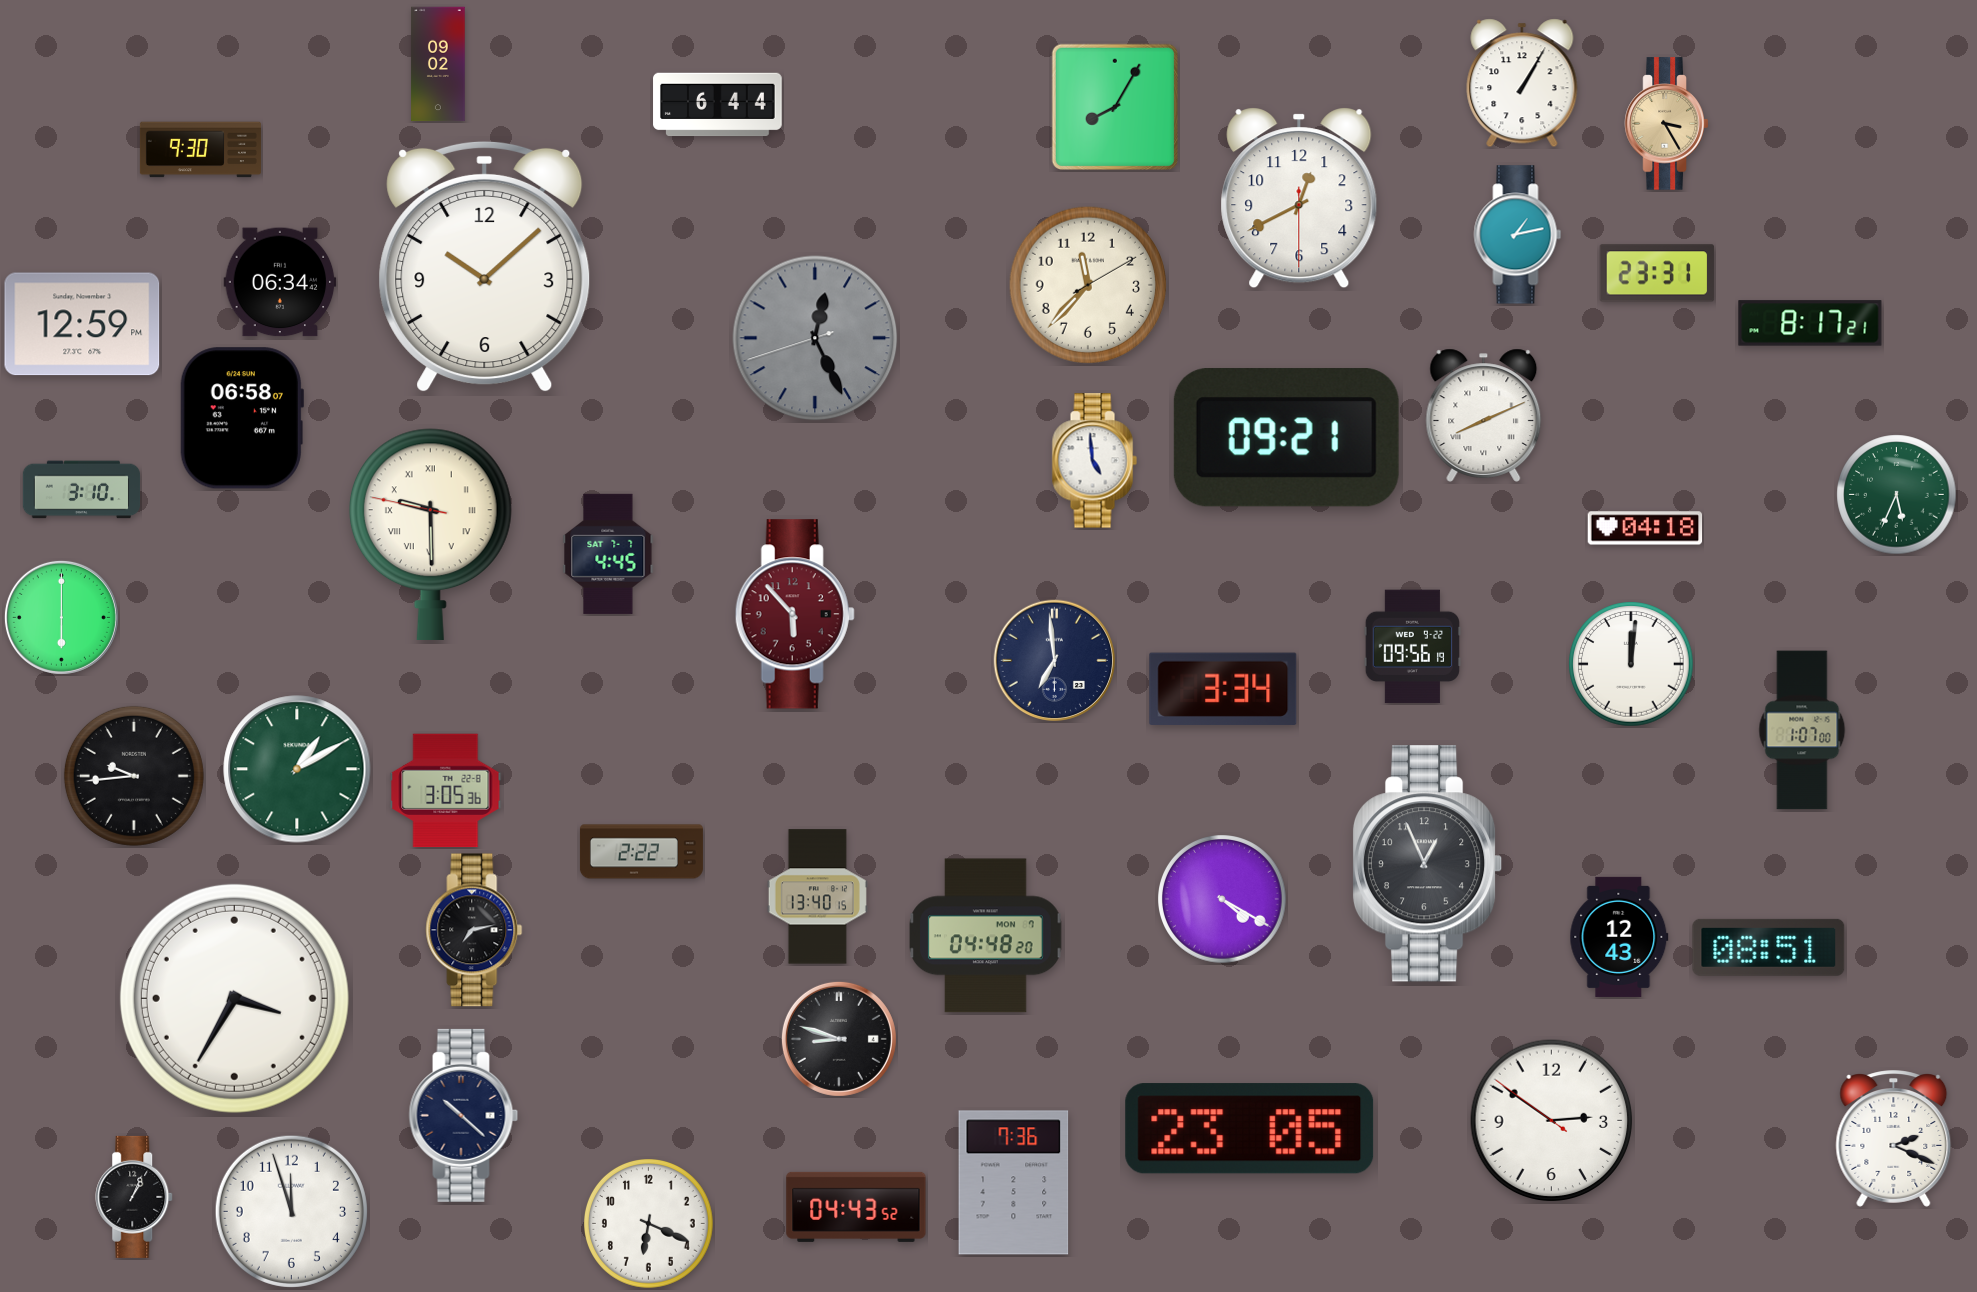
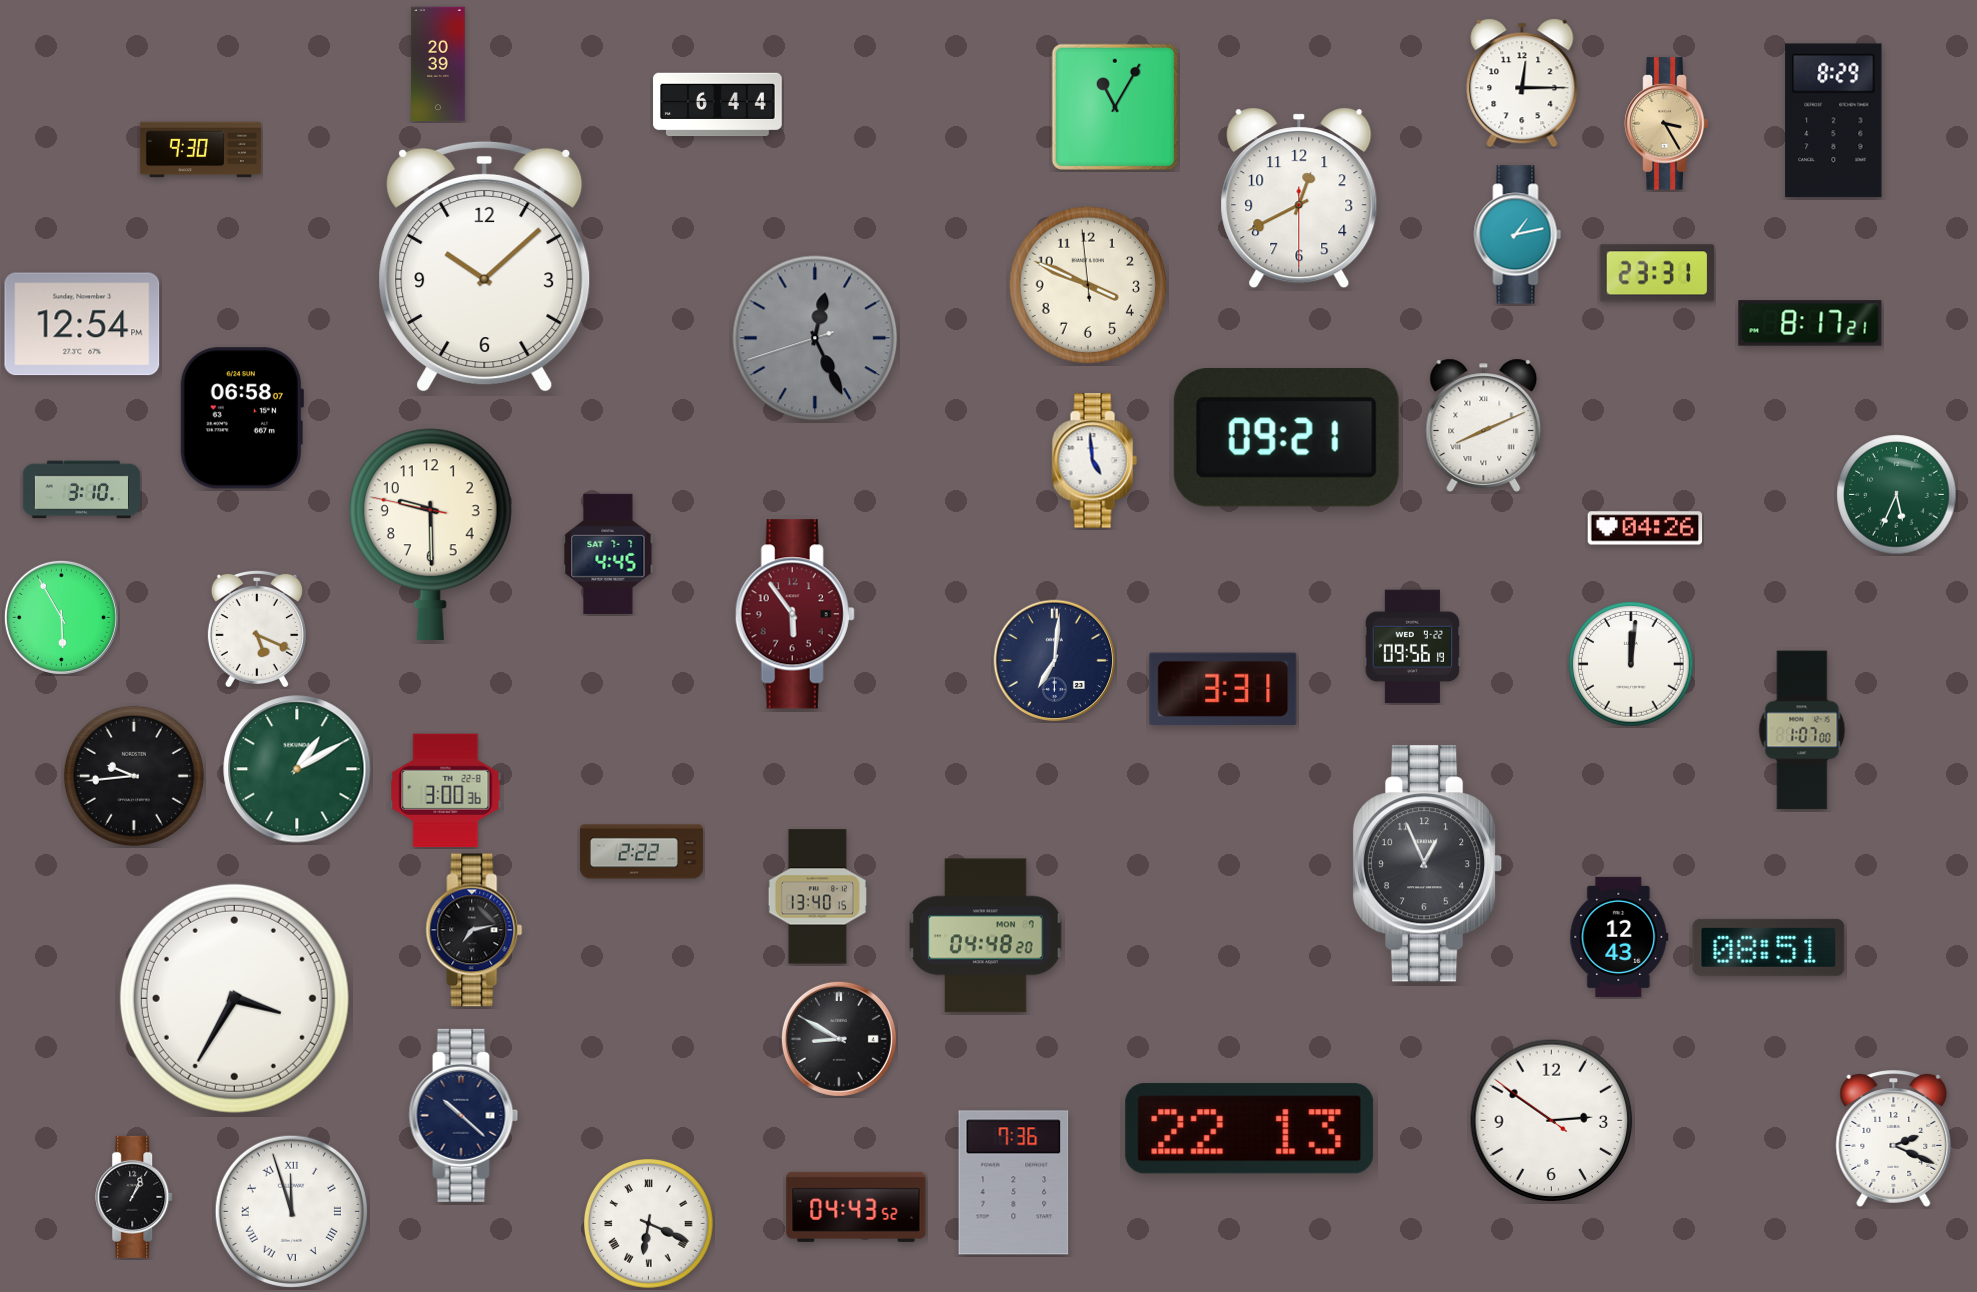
clock at (438, 64): 09:02 -> 20:39
clock at (1522, 83): 1:05 -> 12:15
clock at (1115, 107): 8:05 -> 11:05
clock at (1834, 121): none -> 8:29
clock at (280, 282): 06:34 -> none
clock at (1087, 284): 11:37 -> 3:48
clock at (82, 324): 12:59 -> 12:54
clock at (1484, 415) position: (1484, 415) -> (1484, 425)
clock at (1645, 528): 04:18 -> 04:26
clock at (430, 534) numerals: Roman -> Arabic
clock at (795, 614): 5:53 -> 5:54
clock at (61, 617): 6:00 -> 5:55
clock at (257, 628): none -> 5:19
clock at (1055, 661): 6:59 -> 7:01
clock at (1223, 688): 3:34 -> 3:31
clock at (446, 791): 3:05 -> 3:00
clock at (1223, 900): 4:20 -> none
clock at (839, 1039): 8:48 -> 8:50
clock at (1250, 1129): 23:05 -> 22:13
clock at (291, 1211) numerals: Arabic -> Roman
clock at (649, 1224) numerals: Arabic -> Roman
